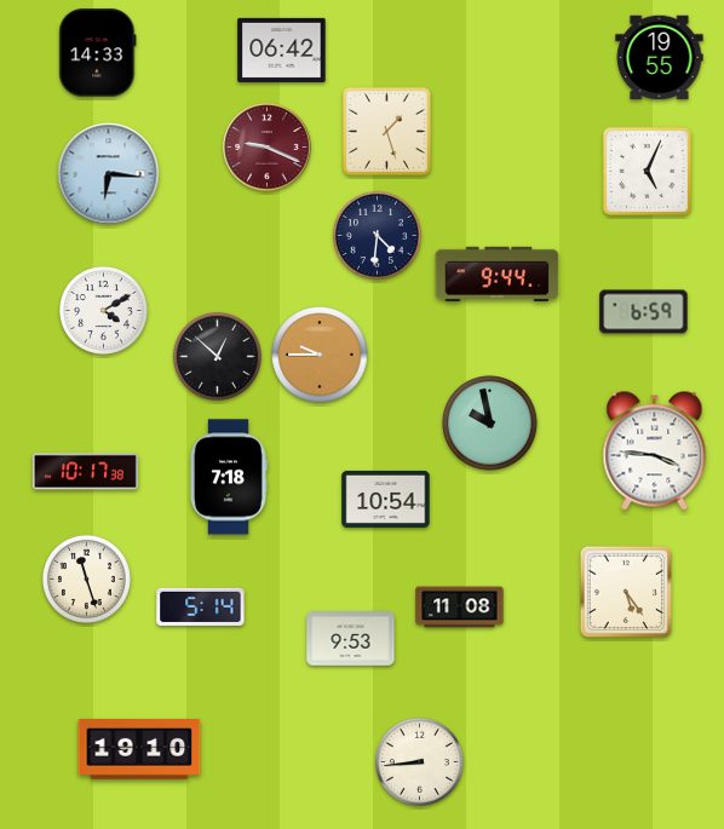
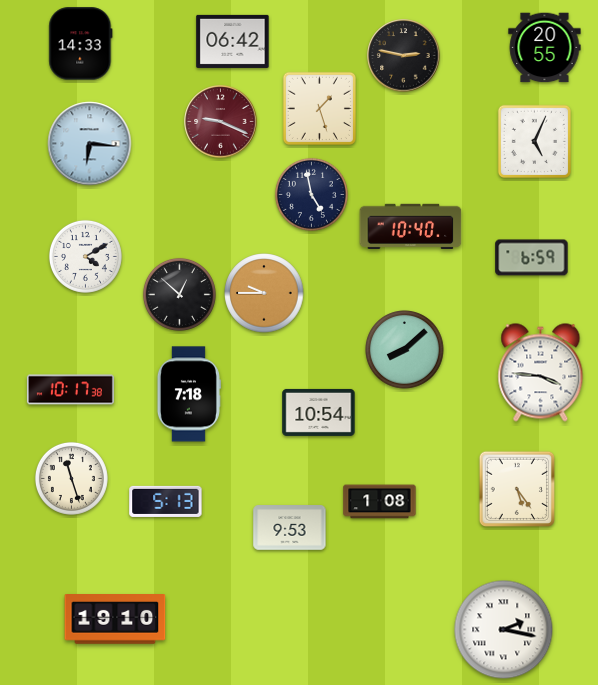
clock at (660, 58): 19:55 -> 20:55
clock at (404, 56): none -> 2:47
clock at (377, 235): 4:31 -> 4:58
clock at (498, 274): 9:44 -> 10:40
clock at (490, 424): 9:58 -> 8:08
clock at (201, 606): 5:14 -> 5:13
clock at (460, 608): 11:08 -> 1:08
clock at (419, 761): 8:44 -> none
clock at (504, 630): none -> 2:17
